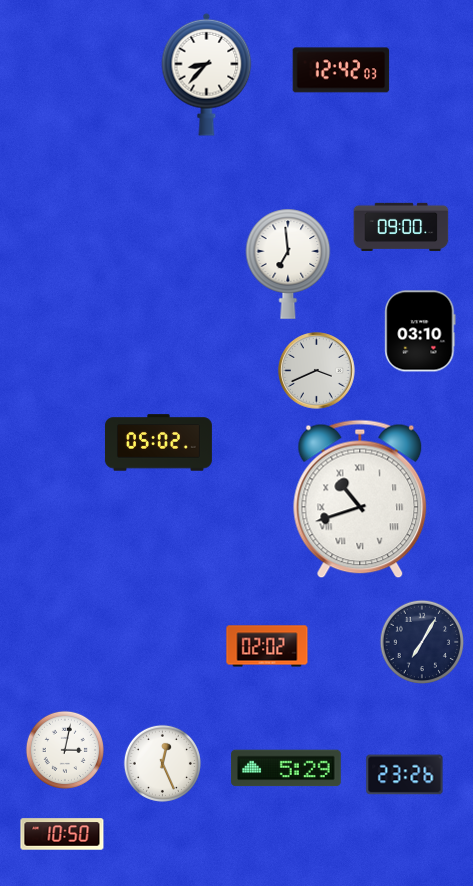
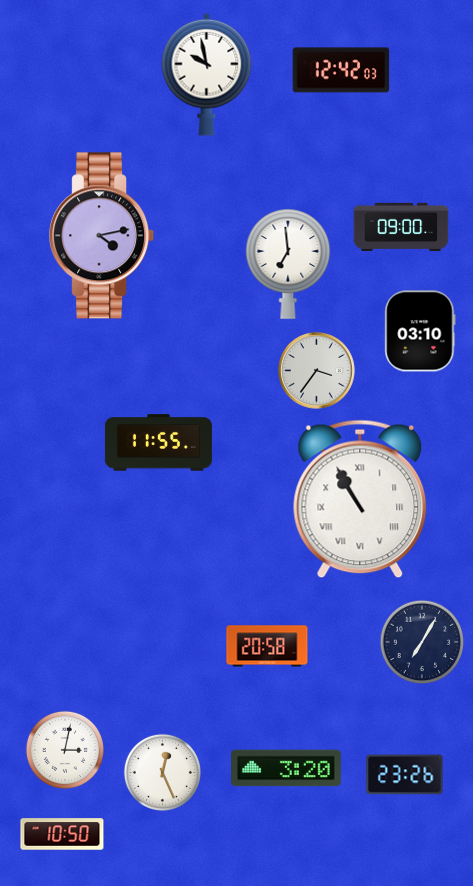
clock at (207, 74): 8:37 -> 9:58
clock at (102, 236): none -> 4:13
clock at (317, 371): 3:41 -> 3:36
clock at (158, 443): 05:02 -> 11:55
clock at (360, 499): 10:42 -> 10:55
clock at (267, 646): 02:02 -> 20:58
clock at (162, 763) position: (162, 763) -> (162, 772)
clock at (286, 768): 5:29 -> 3:20
